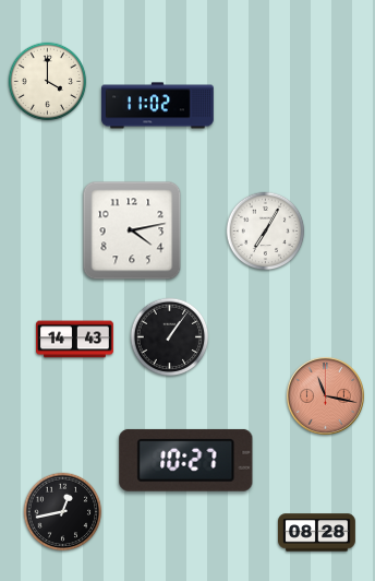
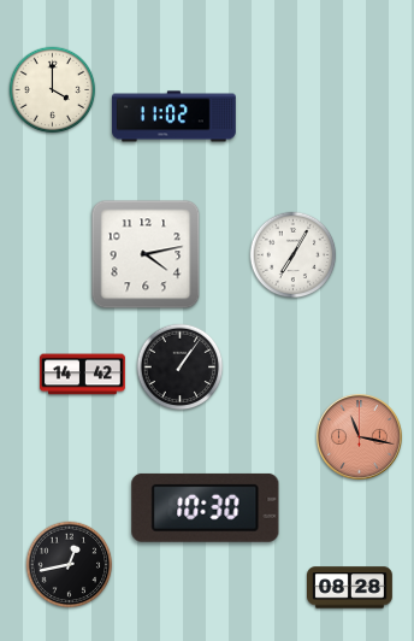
clock at (170, 337) position: (170, 337) -> (181, 367)
clock at (75, 340): 14:43 -> 14:42
clock at (186, 460): 10:27 -> 10:30
